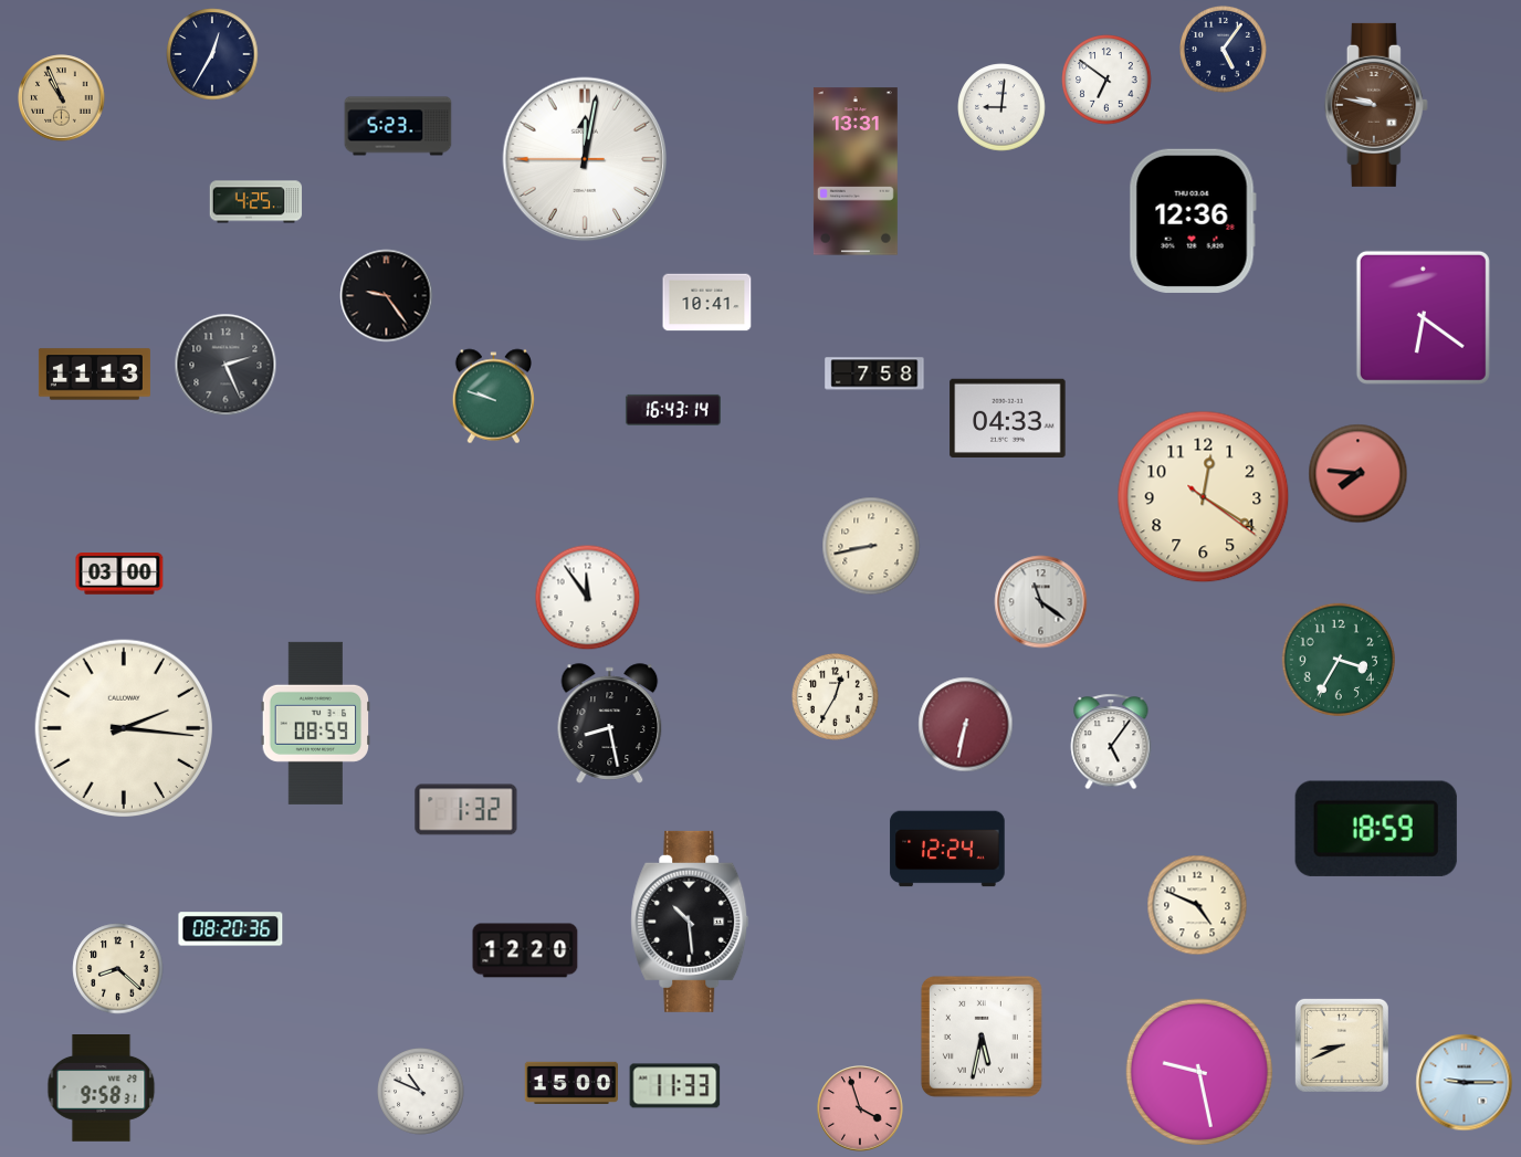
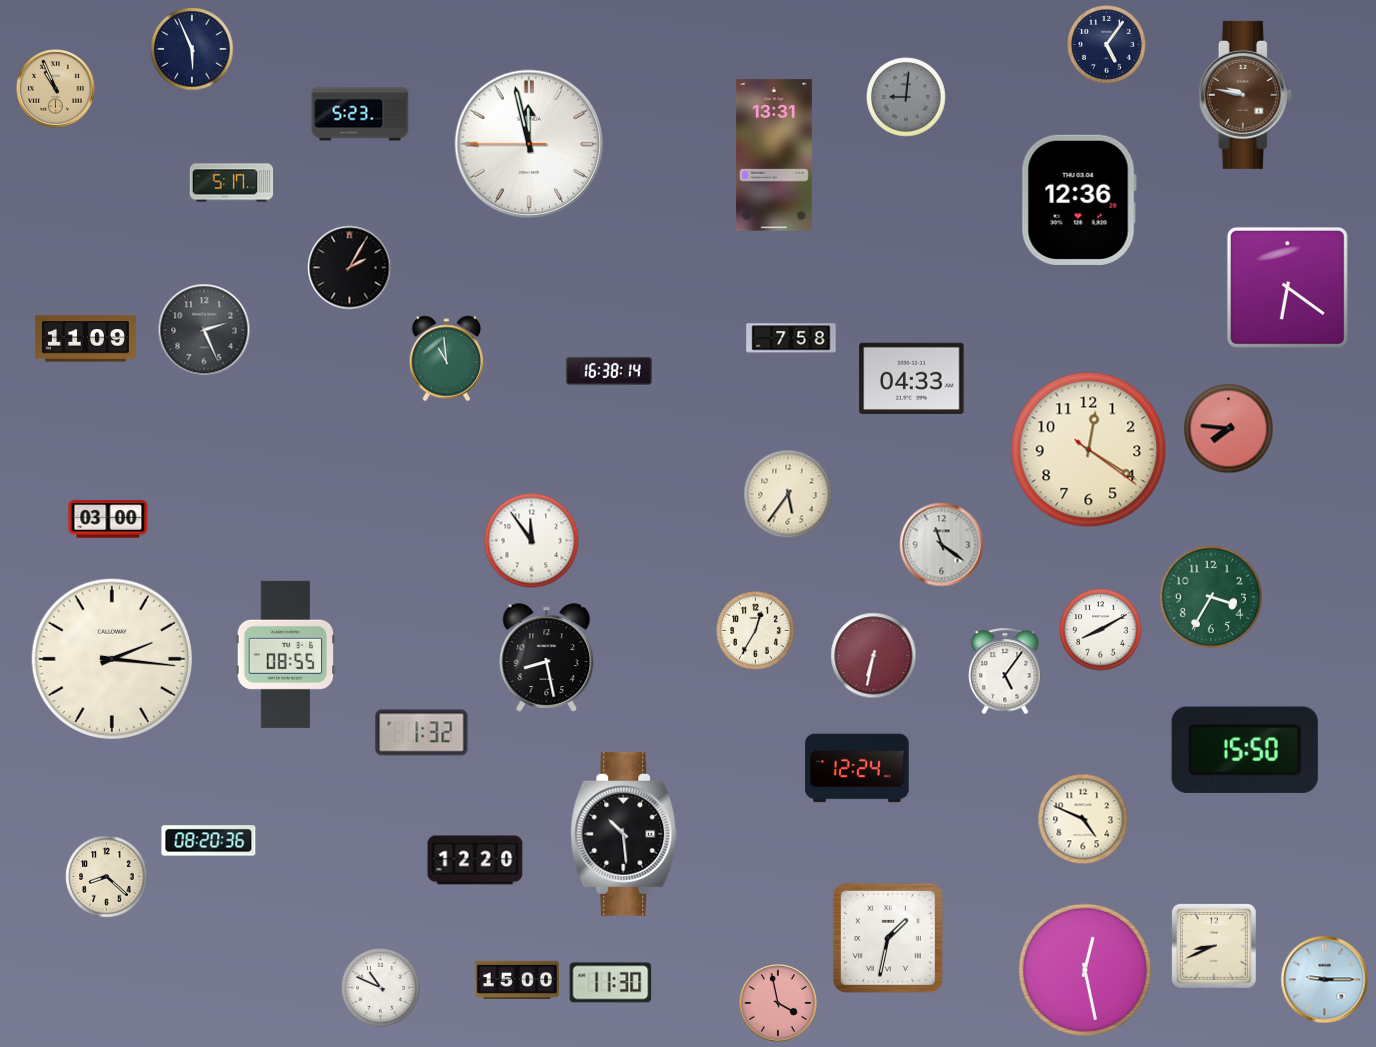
clock at (212, 54): 12:35 -> 5:56
clock at (1106, 80): 6:51 -> none
clock at (1001, 107) dial: white -> grey
clock at (585, 159): 12:01 -> 11:57
clock at (256, 202): 4:25 -> 5:17
clock at (387, 296): 9:24 -> 2:05
clock at (707, 303): 10:41 -> none
clock at (94, 375): 11:13 -> 11:09
clock at (494, 397): 9:48 -> 10:59
clock at (673, 410): 16:43 -> 16:38
clock at (871, 546): 8:43 -> 5:36
clock at (1101, 630): none -> 8:10
clock at (316, 723): 08:59 -> 08:55
clock at (610, 724) position: (610, 724) -> (547, 658)
clock at (1376, 829): 18:59 -> 15:50
clock at (982, 1037): 5:32 -> 1:32
clock at (1199, 1072): 9:28 -> 12:28
clock at (675, 1086): 11:33 -> 11:30
clock at (102, 1088): 9:58 -> none
clock at (860, 1108): 3:57 -> 3:58
